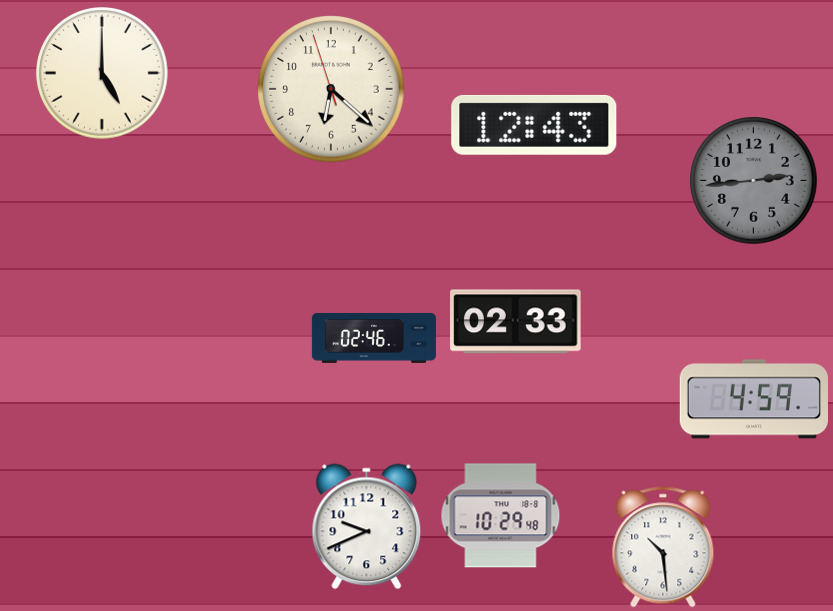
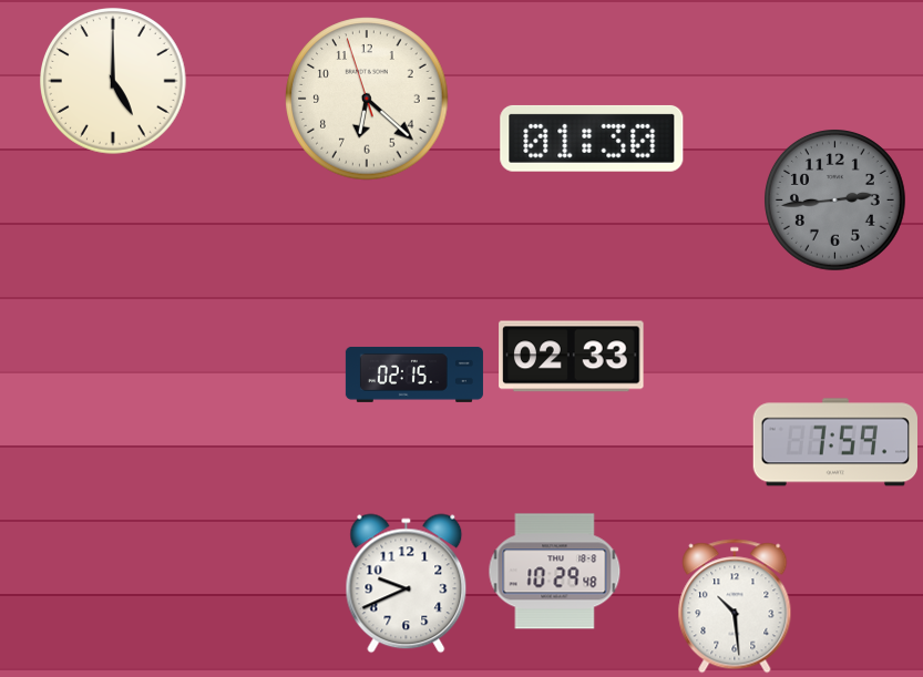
clock at (534, 125): 12:43 -> 01:30
clock at (374, 338): 02:46 -> 02:15
clock at (753, 399): 4:59 -> 7:59
